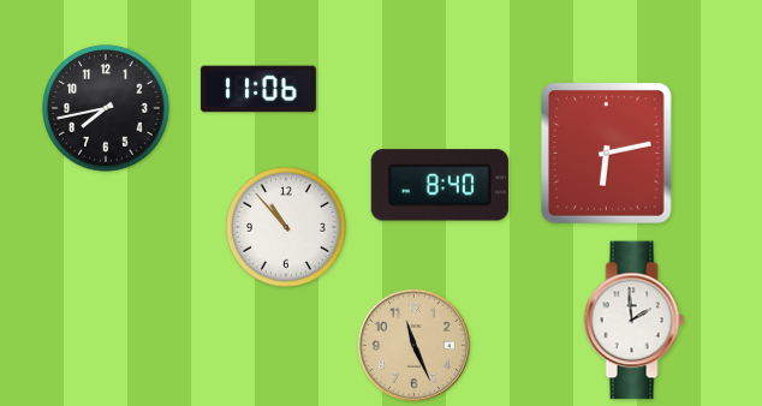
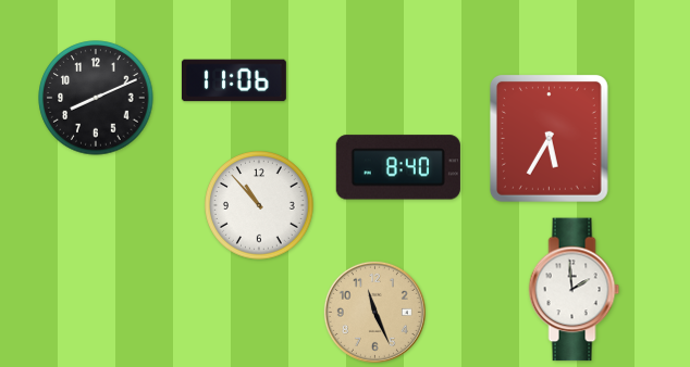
clock at (106, 108): 7:43 -> 8:11
clock at (606, 153): 6:13 -> 5:35
